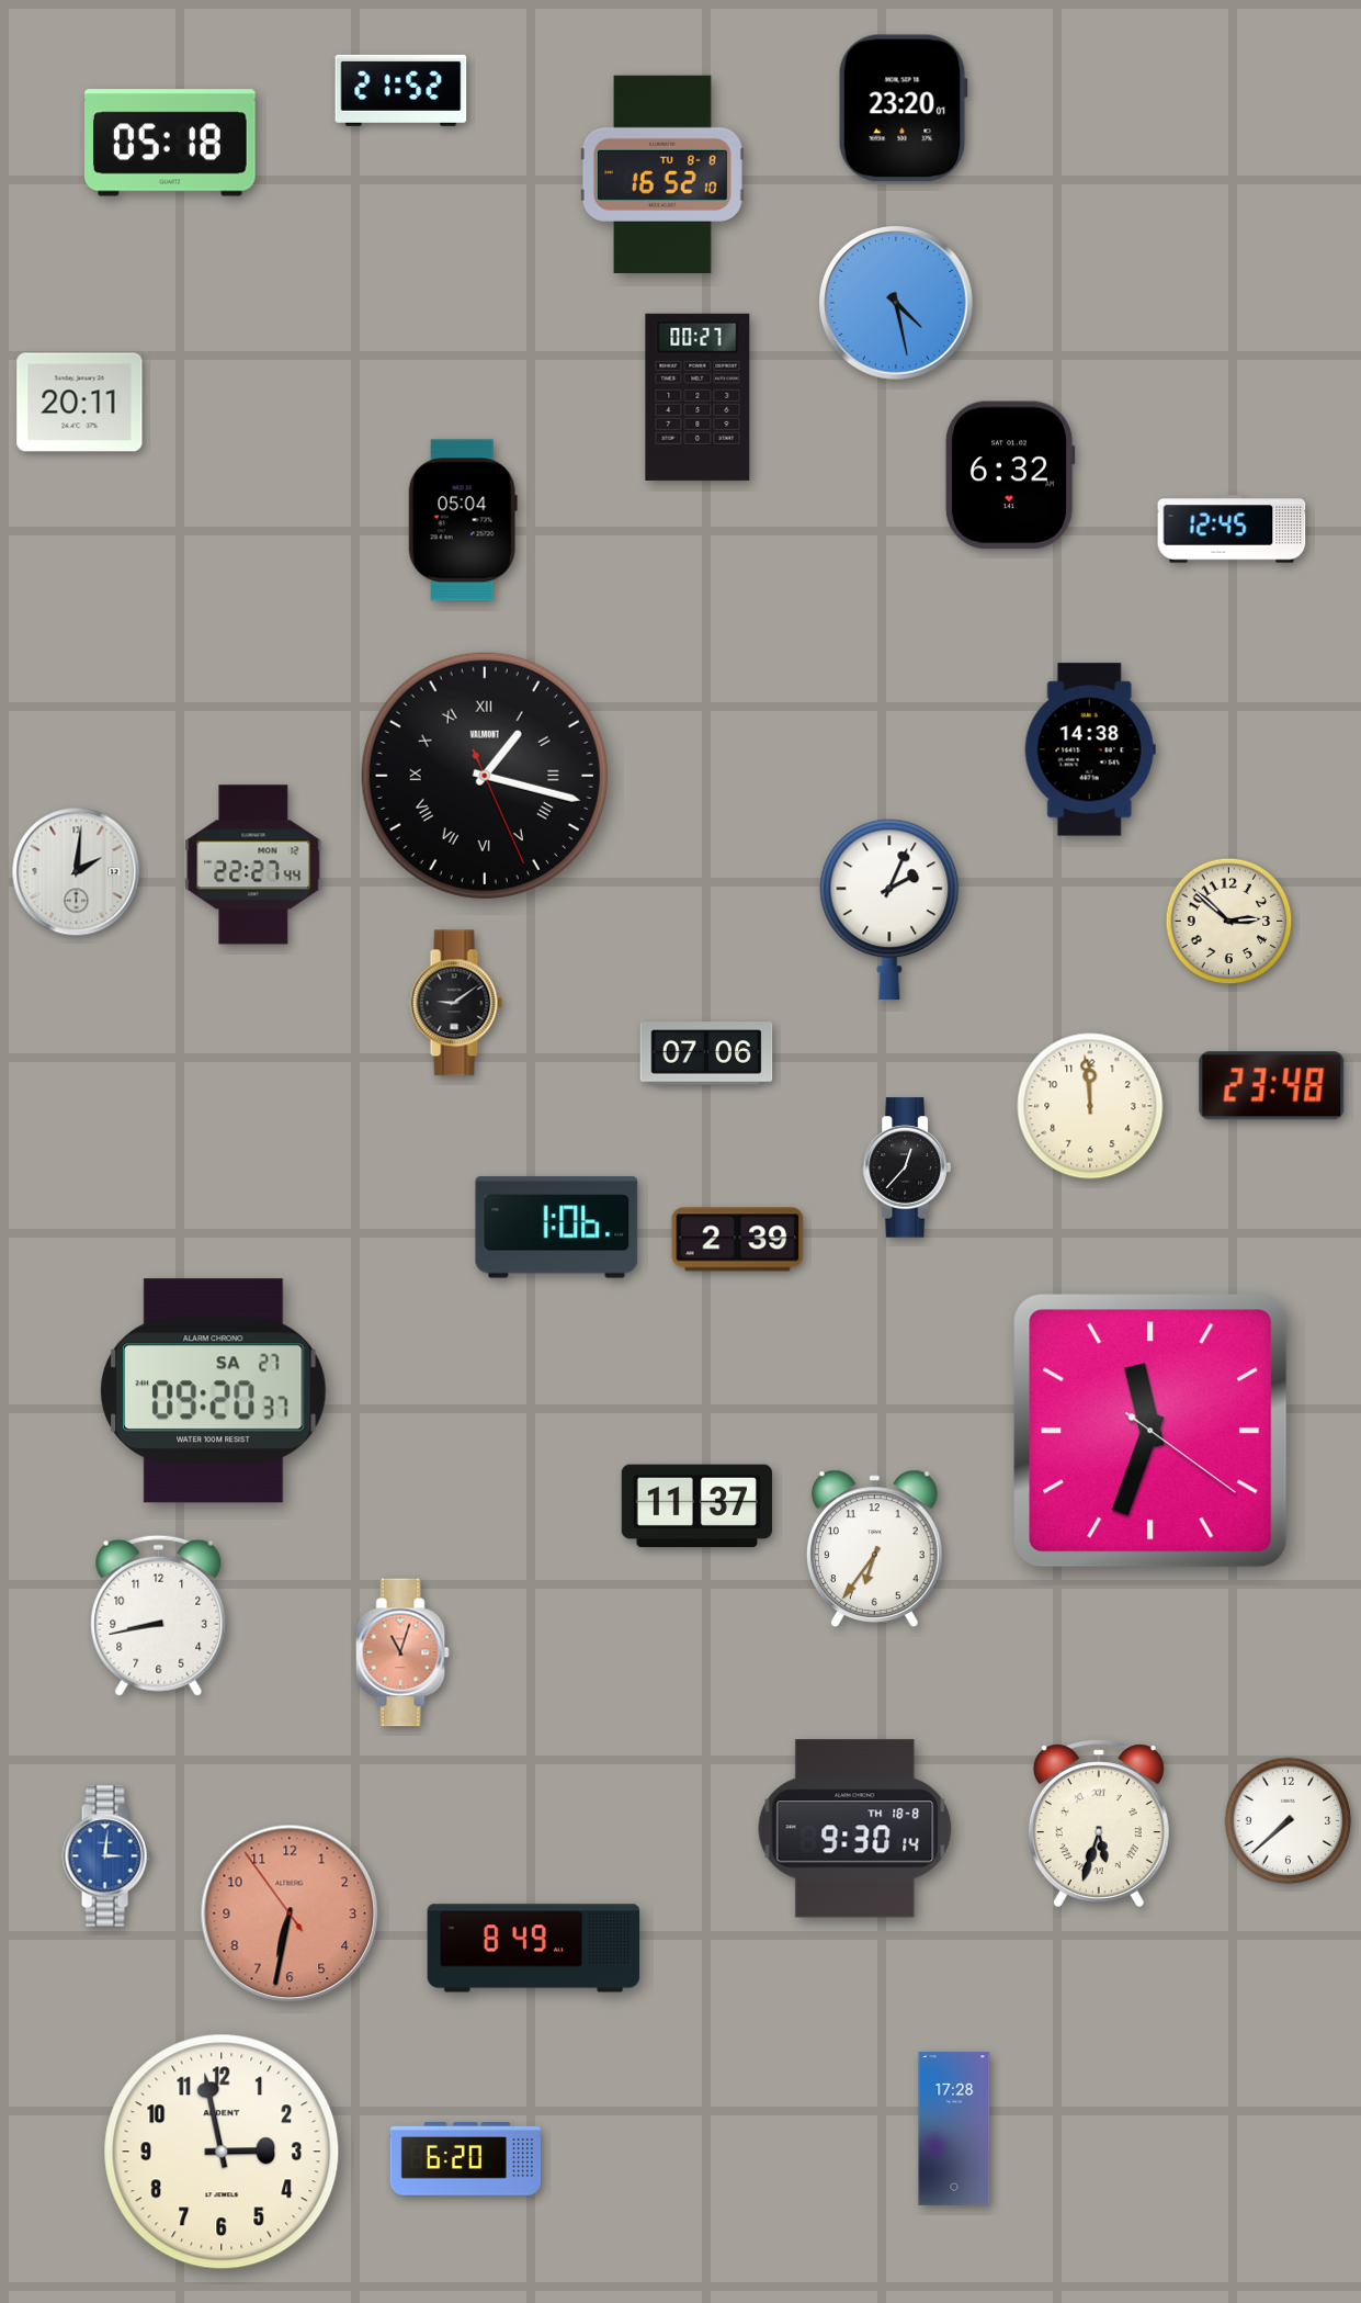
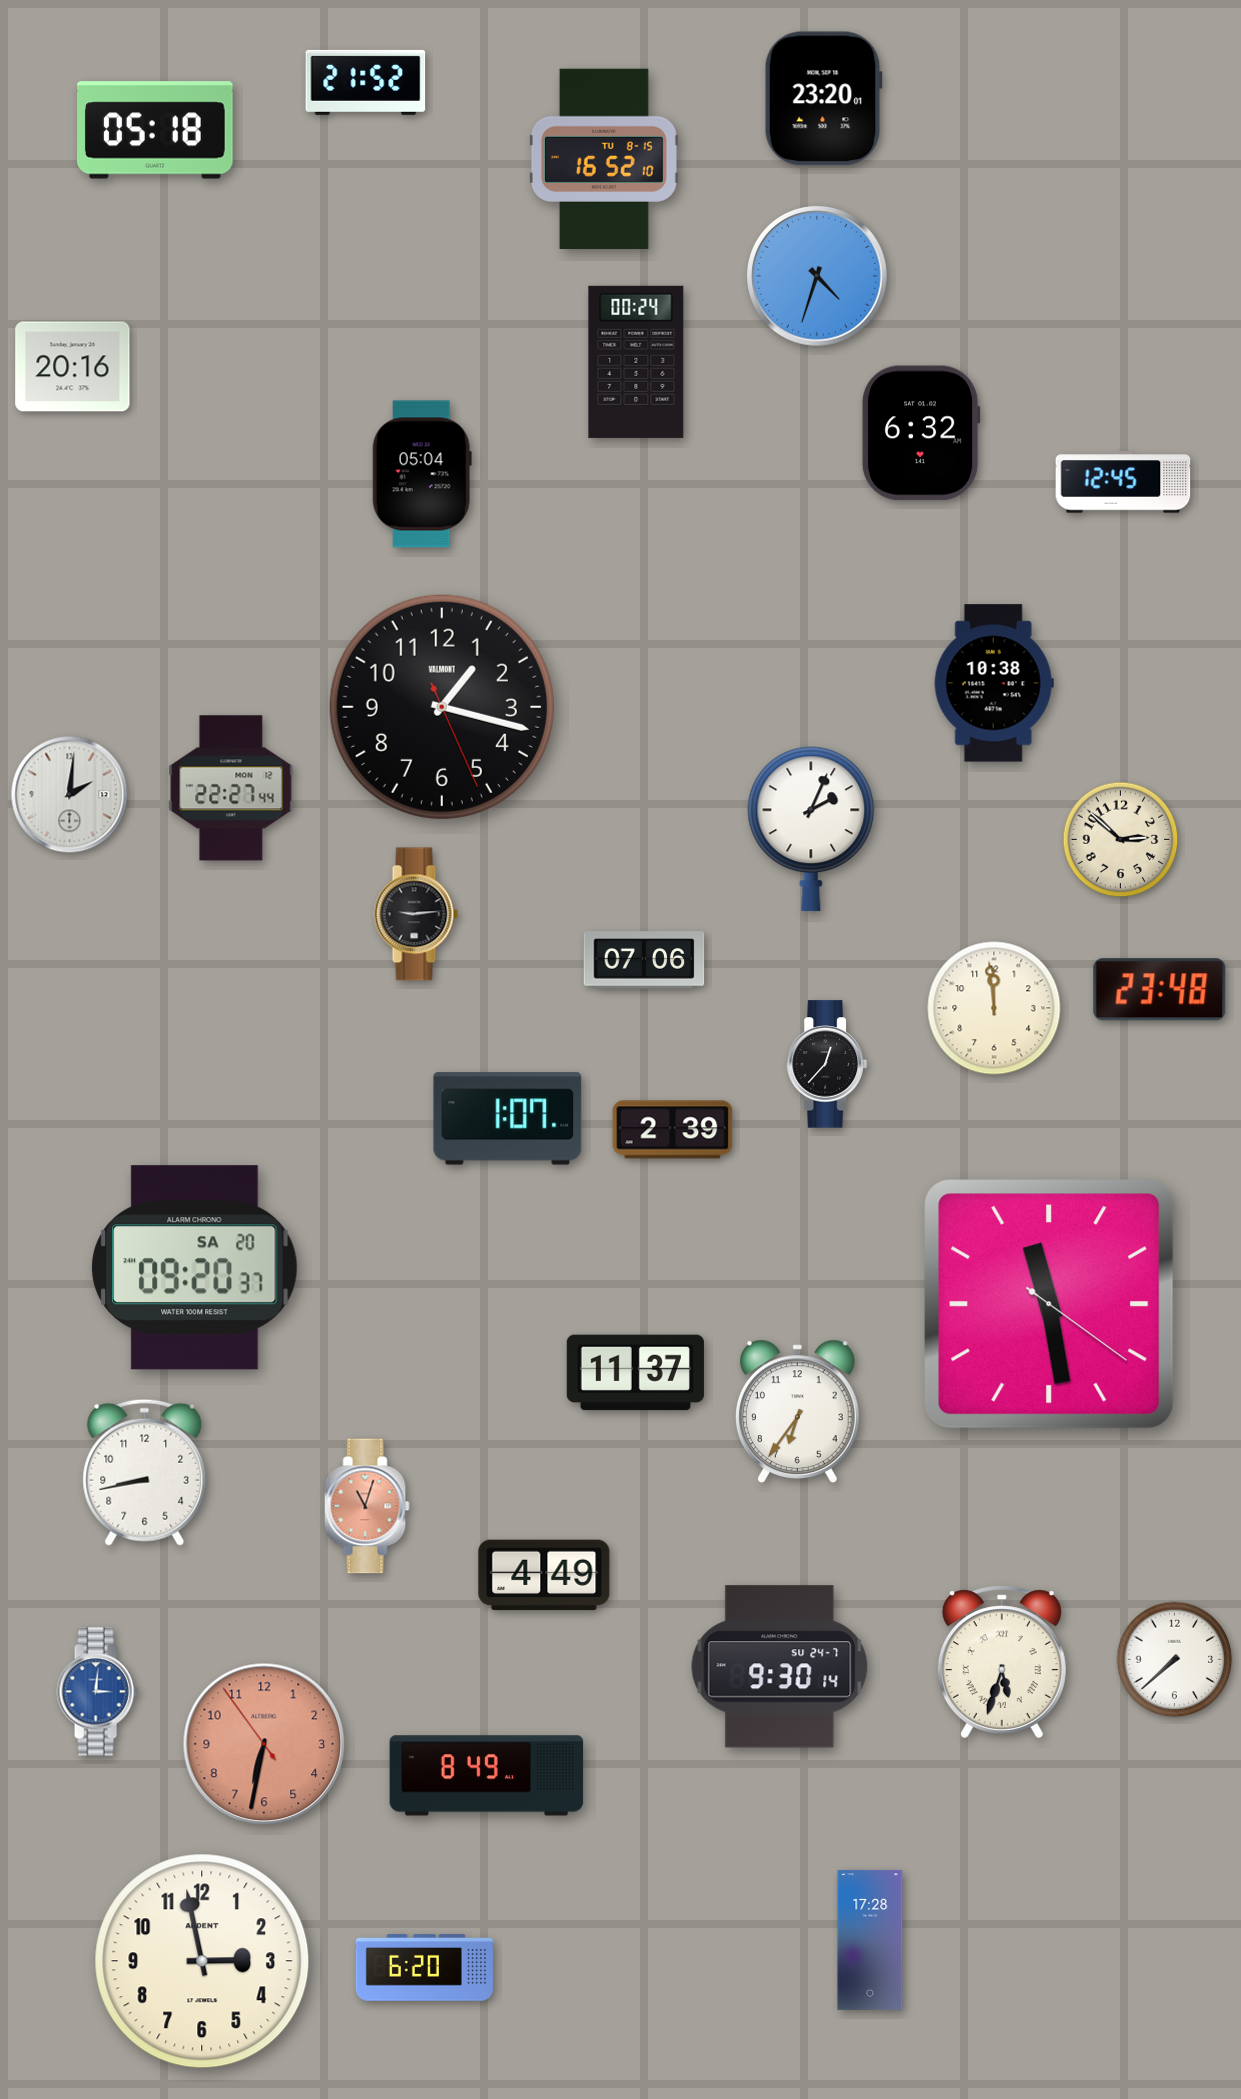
clock at (662, 174) date: TU 8-8 -> TU 8-15
clock at (897, 304): 4:28 -> 4:33
clock at (697, 397): 00:27 -> 00:24
clock at (80, 403): 20:11 -> 20:16
clock at (1090, 749): 14:38 -> 10:38
clock at (485, 776) numerals: Roman -> Arabic
clock at (456, 1003): 9:09 -> 9:14
clock at (557, 1228): 1:06 -> 1:07
clock at (214, 1391) date: SA 27 -> SA 20
clock at (1150, 1431): 11:33 -> 11:28
clock at (544, 1575): none -> 4:49
clock at (855, 1829) date: TH 18-8 -> SU 24-7
